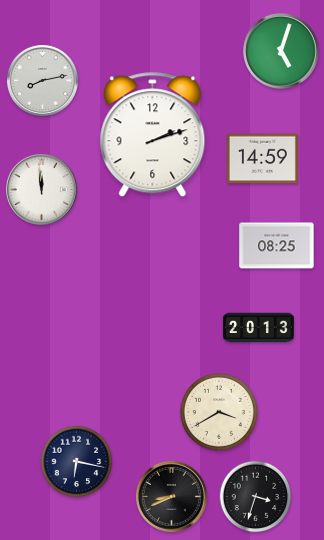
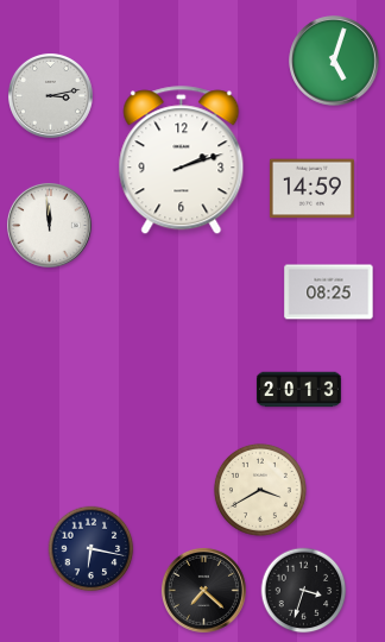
clock at (42, 80): 8:13 -> 3:13
clock at (258, 328) position: (258, 328) -> (298, 390)
clock at (171, 496): 8:41 -> 7:22
